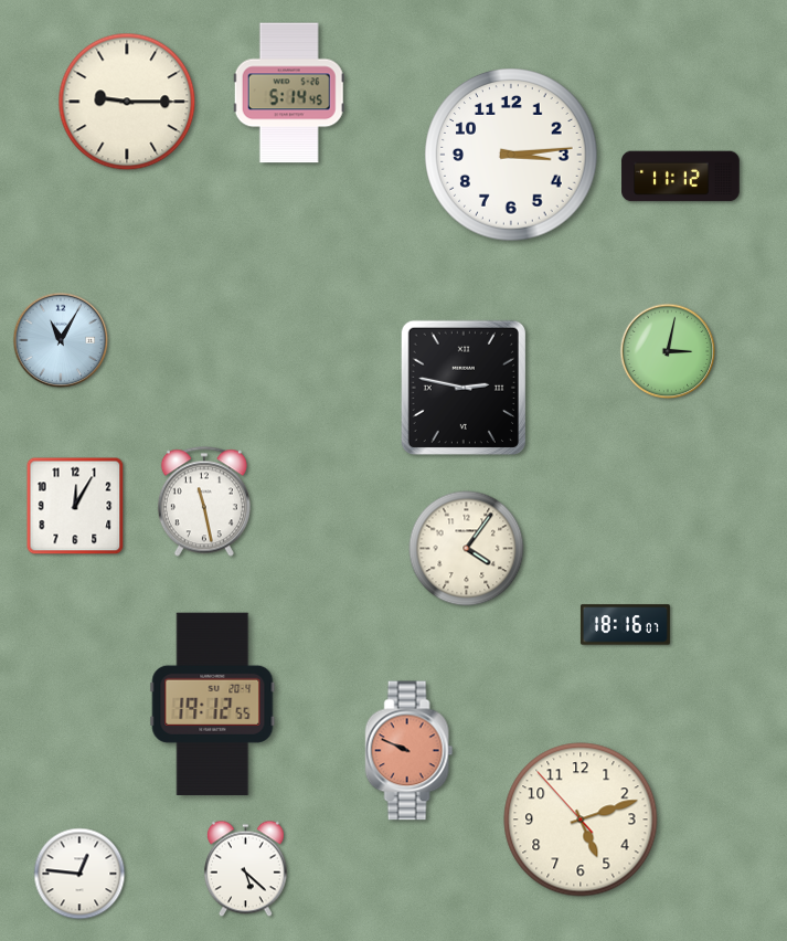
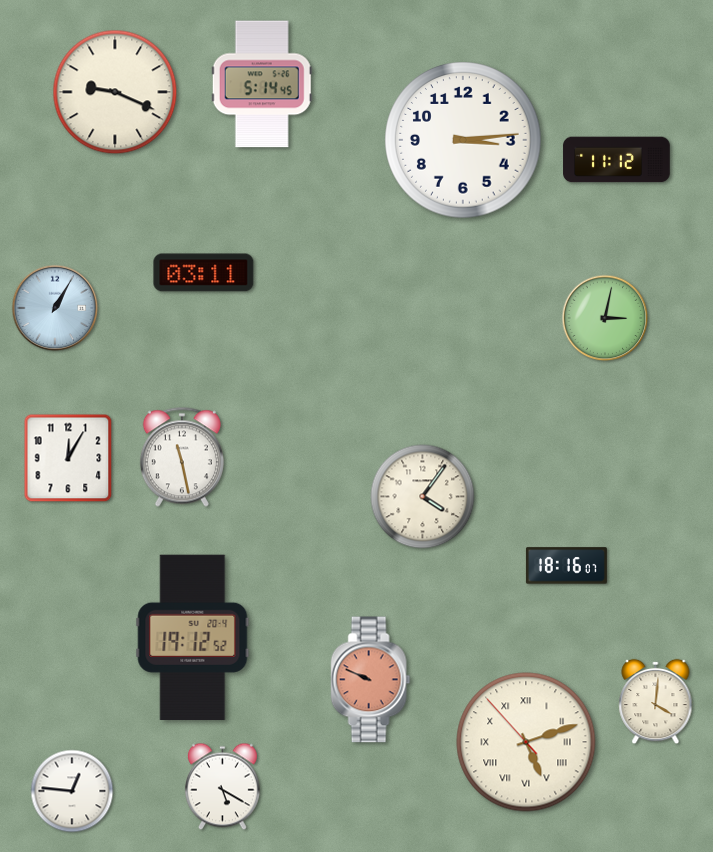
clock at (127, 102): 9:15 -> 9:19
clock at (204, 273): none -> 03:11
clock at (61, 340): 11:05 -> 1:05
clock at (464, 387): 2:47 -> none
clock at (204, 501) position: (204, 501) -> (182, 457)
clock at (213, 704): 19:12:55 -> 19:12:52
clock at (656, 702): none -> 4:01
clock at (581, 820) numerals: Arabic -> Roman
clock at (245, 869): 5:22 -> 5:20
